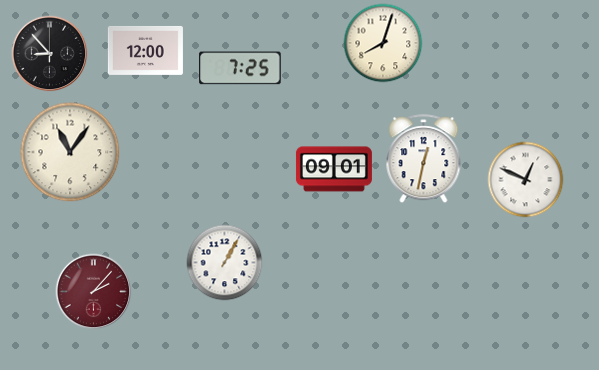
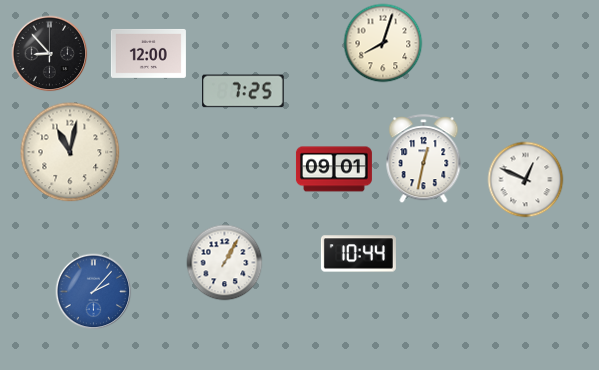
clock at (145, 50) position: (145, 50) -> (148, 53)
clock at (240, 68) position: (240, 68) -> (243, 91)
clock at (70, 152): 11:06 -> 11:02
clock at (358, 254): none -> 10:44
clock at (94, 292) dial: burgundy -> blue
